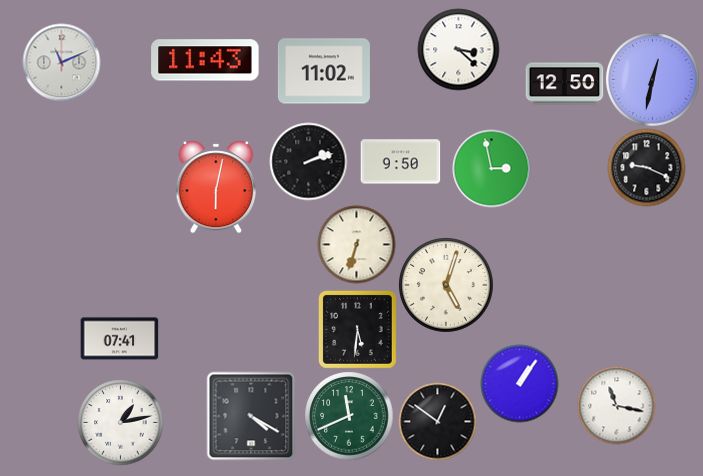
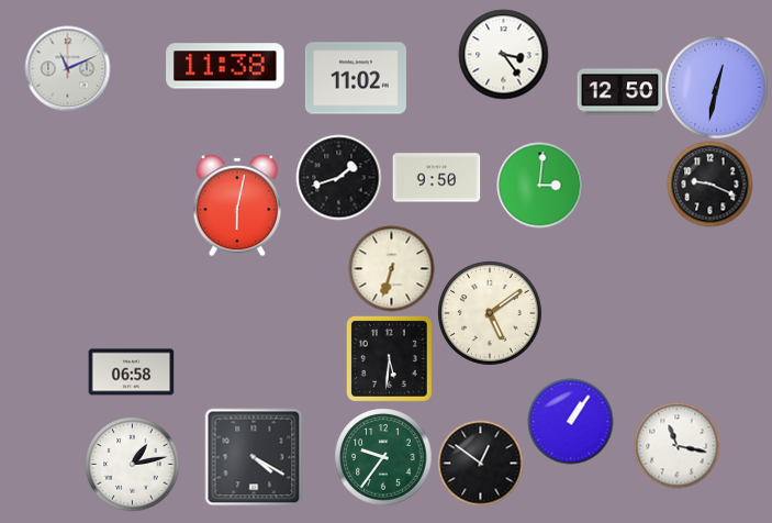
clock at (458, 49): 3:22 -> 3:24
clock at (205, 60): 11:43 -> 11:38
clock at (308, 161): 2:12 -> 1:42
clock at (400, 162) position: (400, 162) -> (436, 178)
clock at (491, 168): 2:58 -> 3:01
clock at (446, 285): 5:03 -> 5:09
clock at (358, 330) position: (358, 330) -> (390, 359)
clock at (119, 339): 07:41 -> 06:58
clock at (251, 416) position: (251, 416) -> (254, 457)
clock at (349, 416): 11:41 -> 9:36
